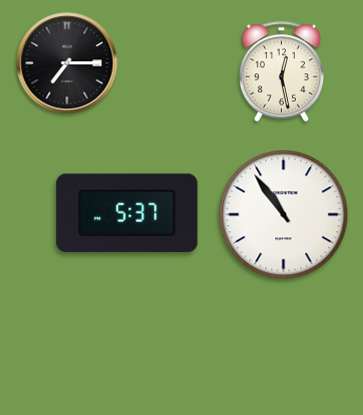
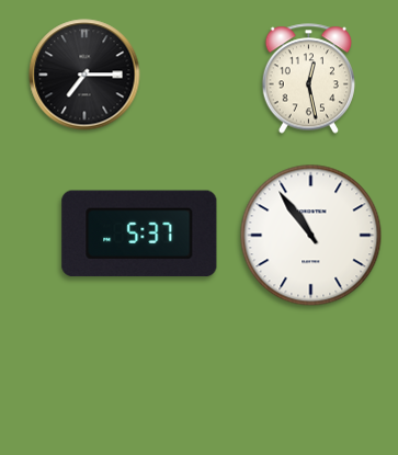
clock at (67, 63) position: (67, 63) -> (84, 75)
